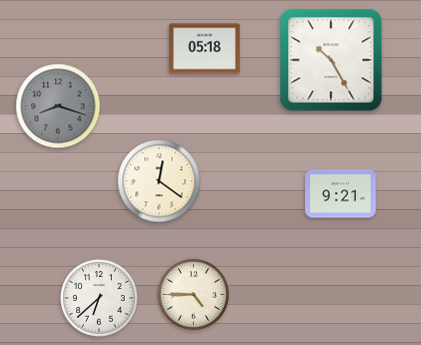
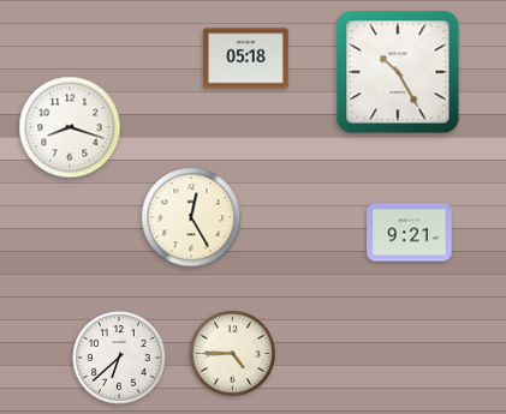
clock at (58, 106) dial: grey -> white
clock at (159, 181): 12:21 -> 12:25
